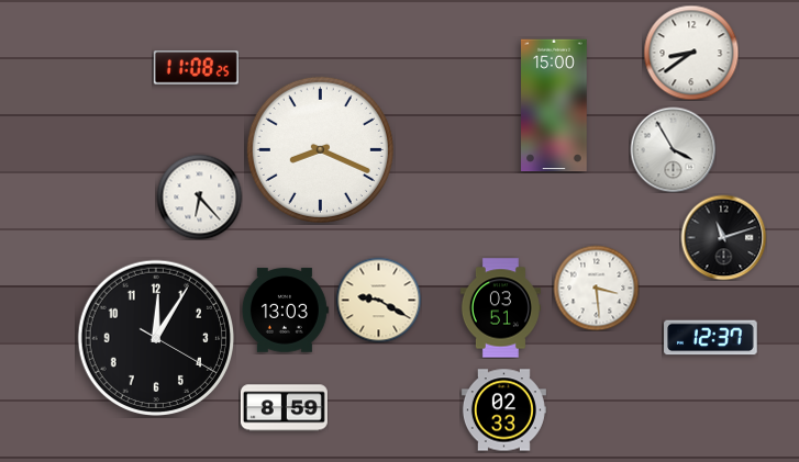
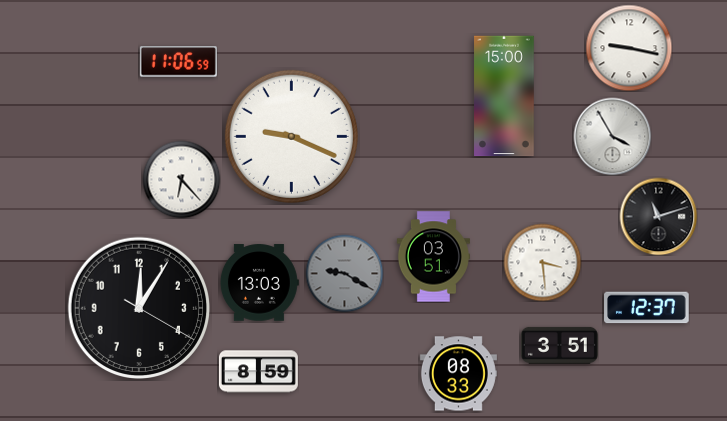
clock at (691, 53): 8:39 -> 9:17
clock at (196, 68): 11:08 -> 11:06
clock at (320, 149): 8:19 -> 9:19
clock at (378, 300) dial: cream -> grey
clock at (500, 308) position: (500, 308) -> (433, 257)
clock at (155, 337) position: (155, 337) -> (138, 307)
clock at (559, 345): none -> 3:51
clock at (503, 410): 02:33 -> 08:33
